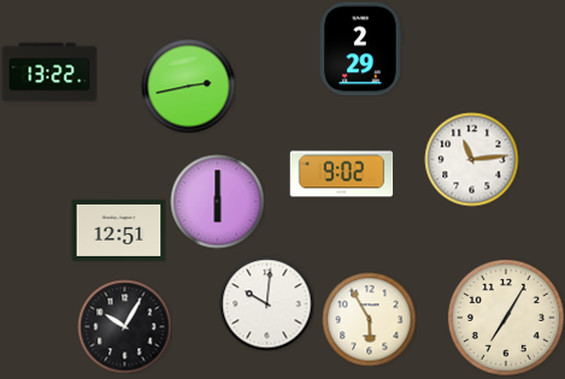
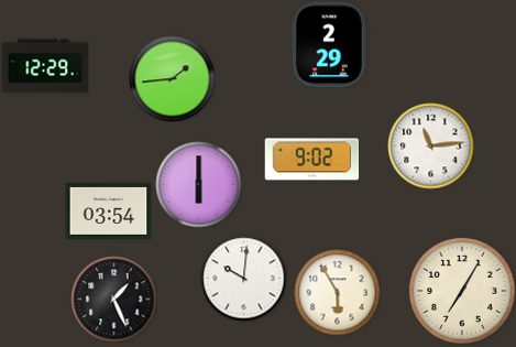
clock at (49, 72): 13:22 -> 12:29
clock at (188, 85): 2:43 -> 1:44
clock at (118, 230): 12:51 -> 03:54
clock at (124, 326): 10:05 -> 1:26
